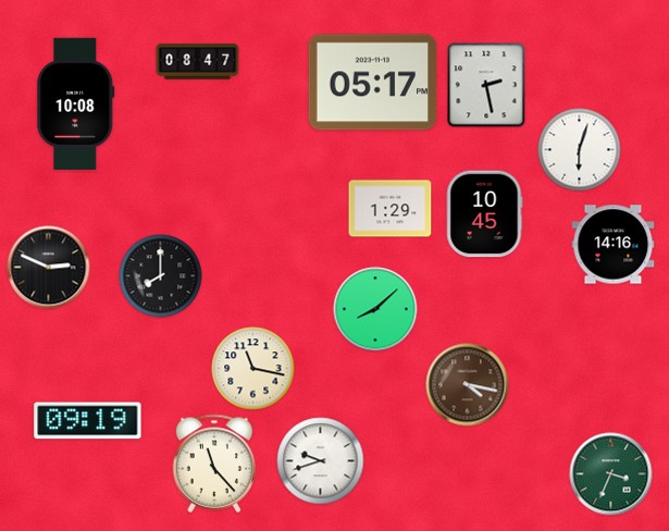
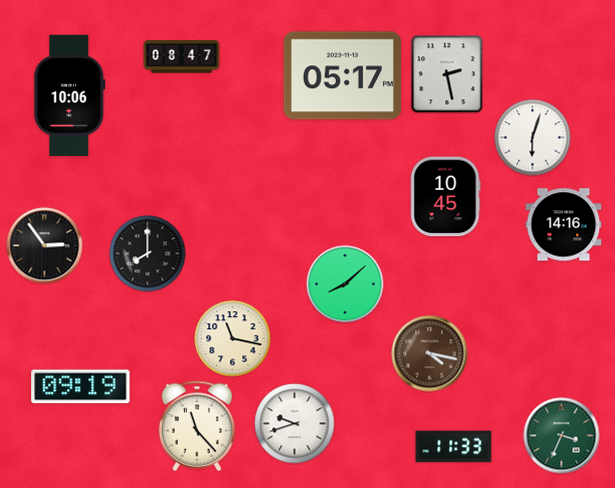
clock at (486, 85) position: (486, 85) -> (447, 74)
clock at (76, 103): 10:08 -> 10:06
clock at (391, 209): 1:29 -> none
clock at (49, 268): 2:49 -> 2:54
clock at (454, 447): none -> 11:33
